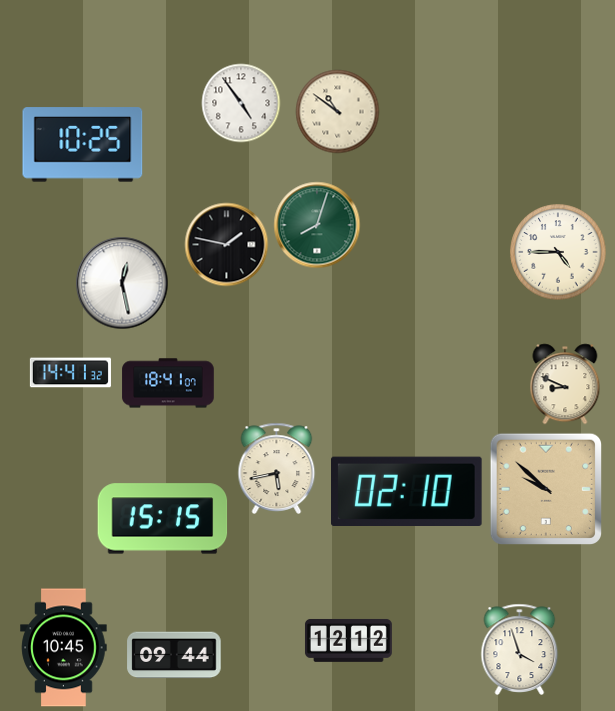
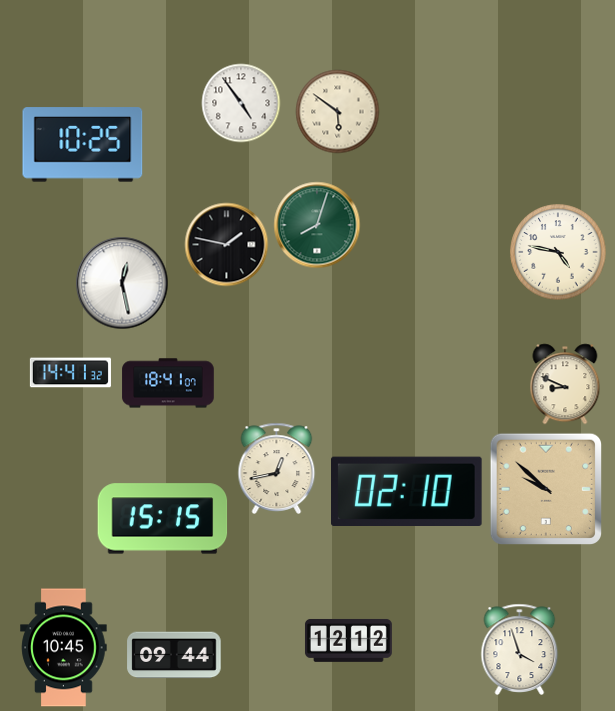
clock at (337, 111): 10:51 -> 5:51
clock at (558, 252): 4:45 -> 4:47
clock at (277, 468): 5:43 -> 12:43
